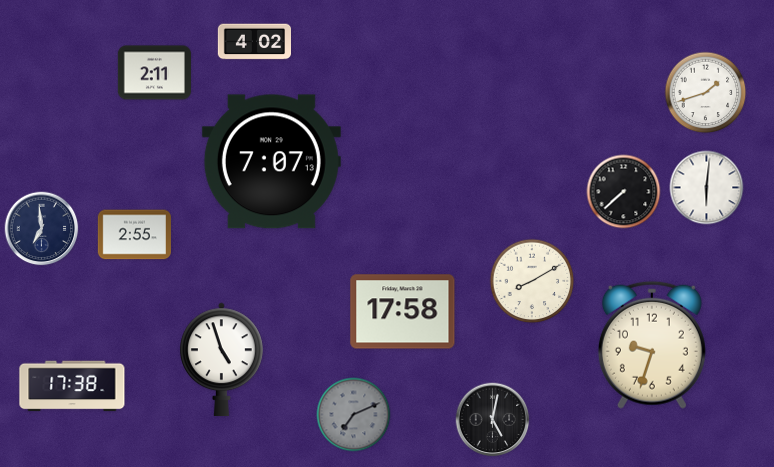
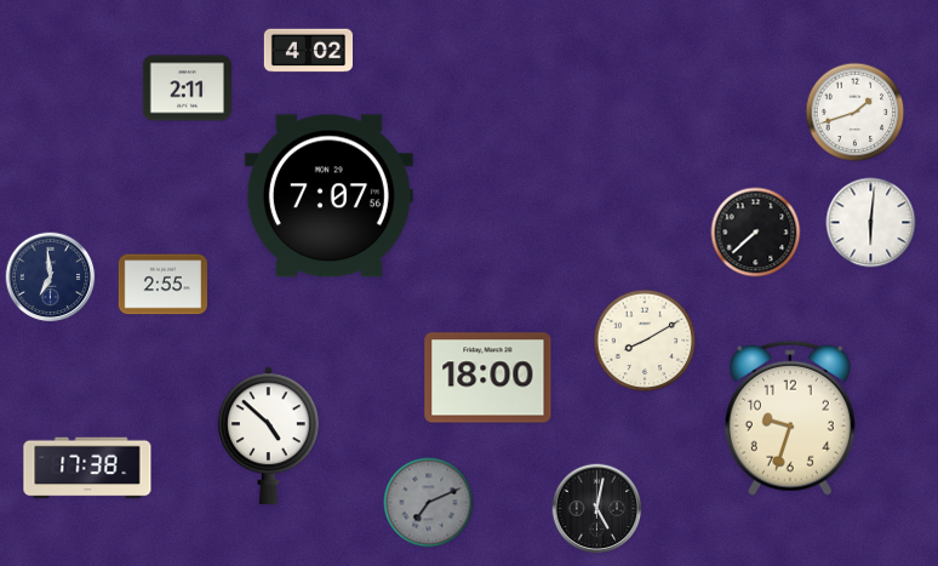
clock at (271, 162): 7:07:13 -> 7:07:56
clock at (707, 188) position: (707, 188) -> (871, 223)
clock at (403, 312): 17:58 -> 18:00
clock at (222, 360): 4:57 -> 4:52
